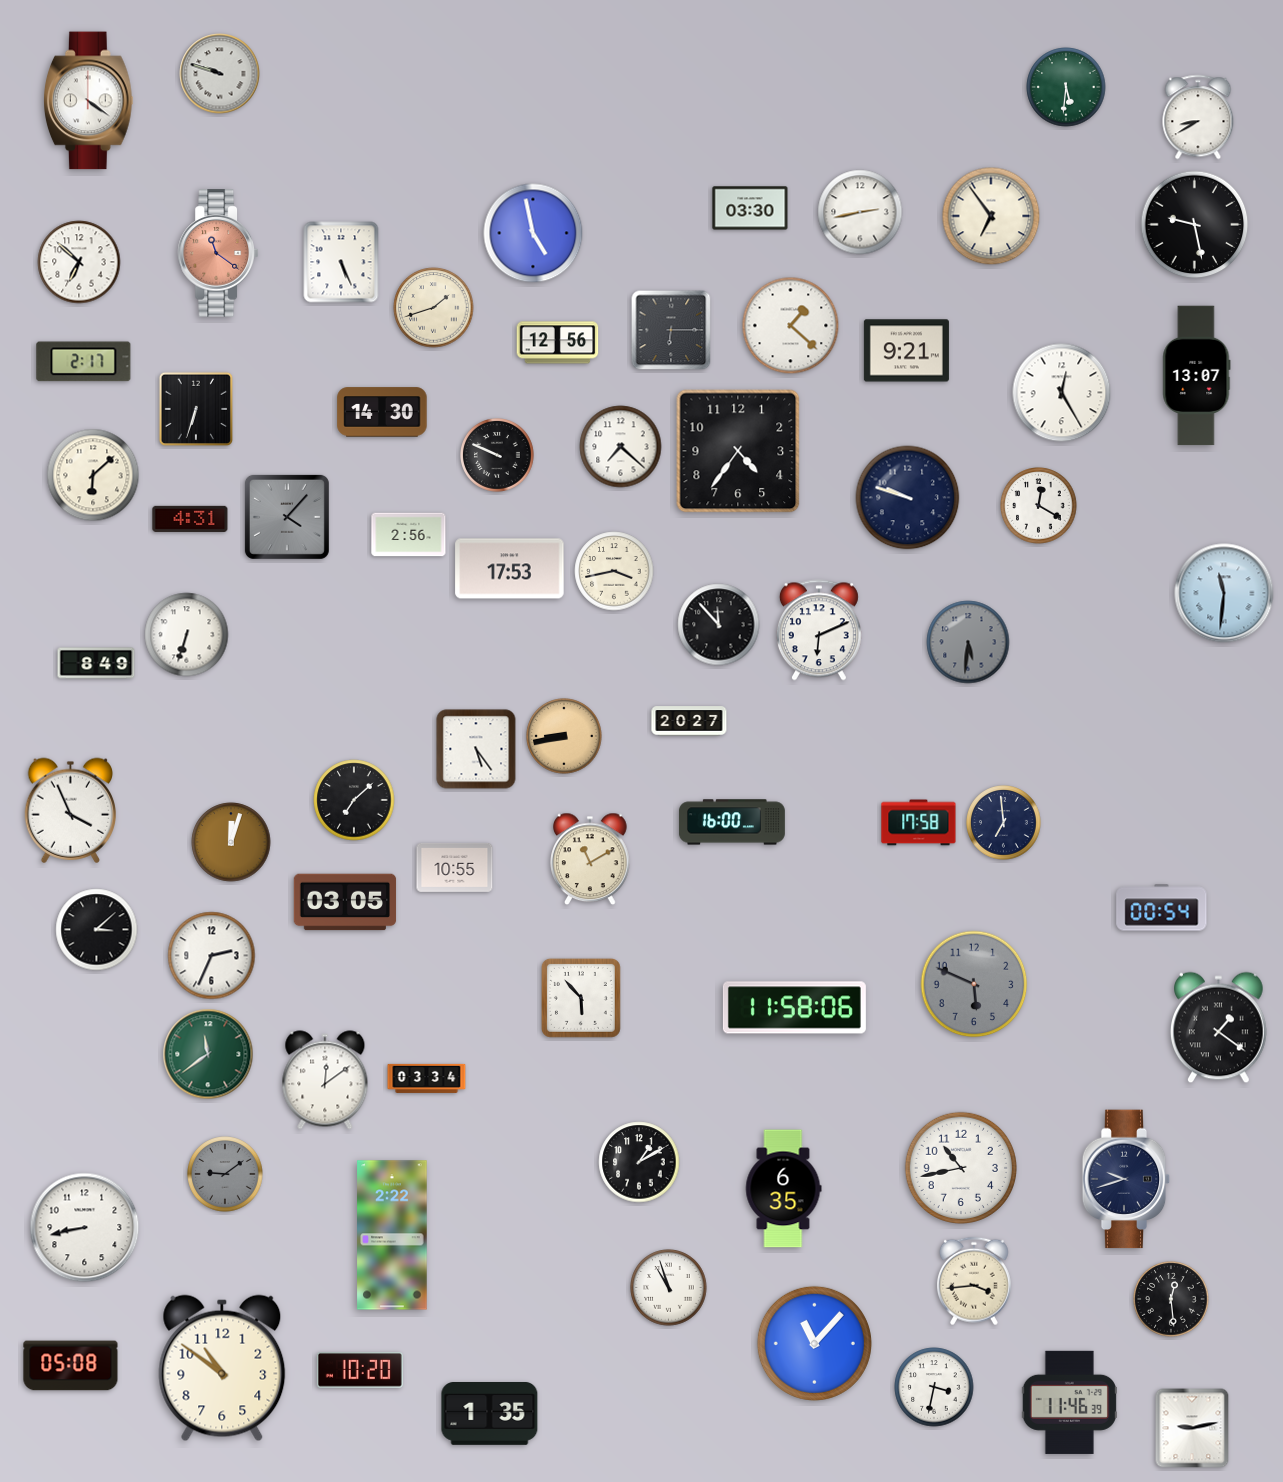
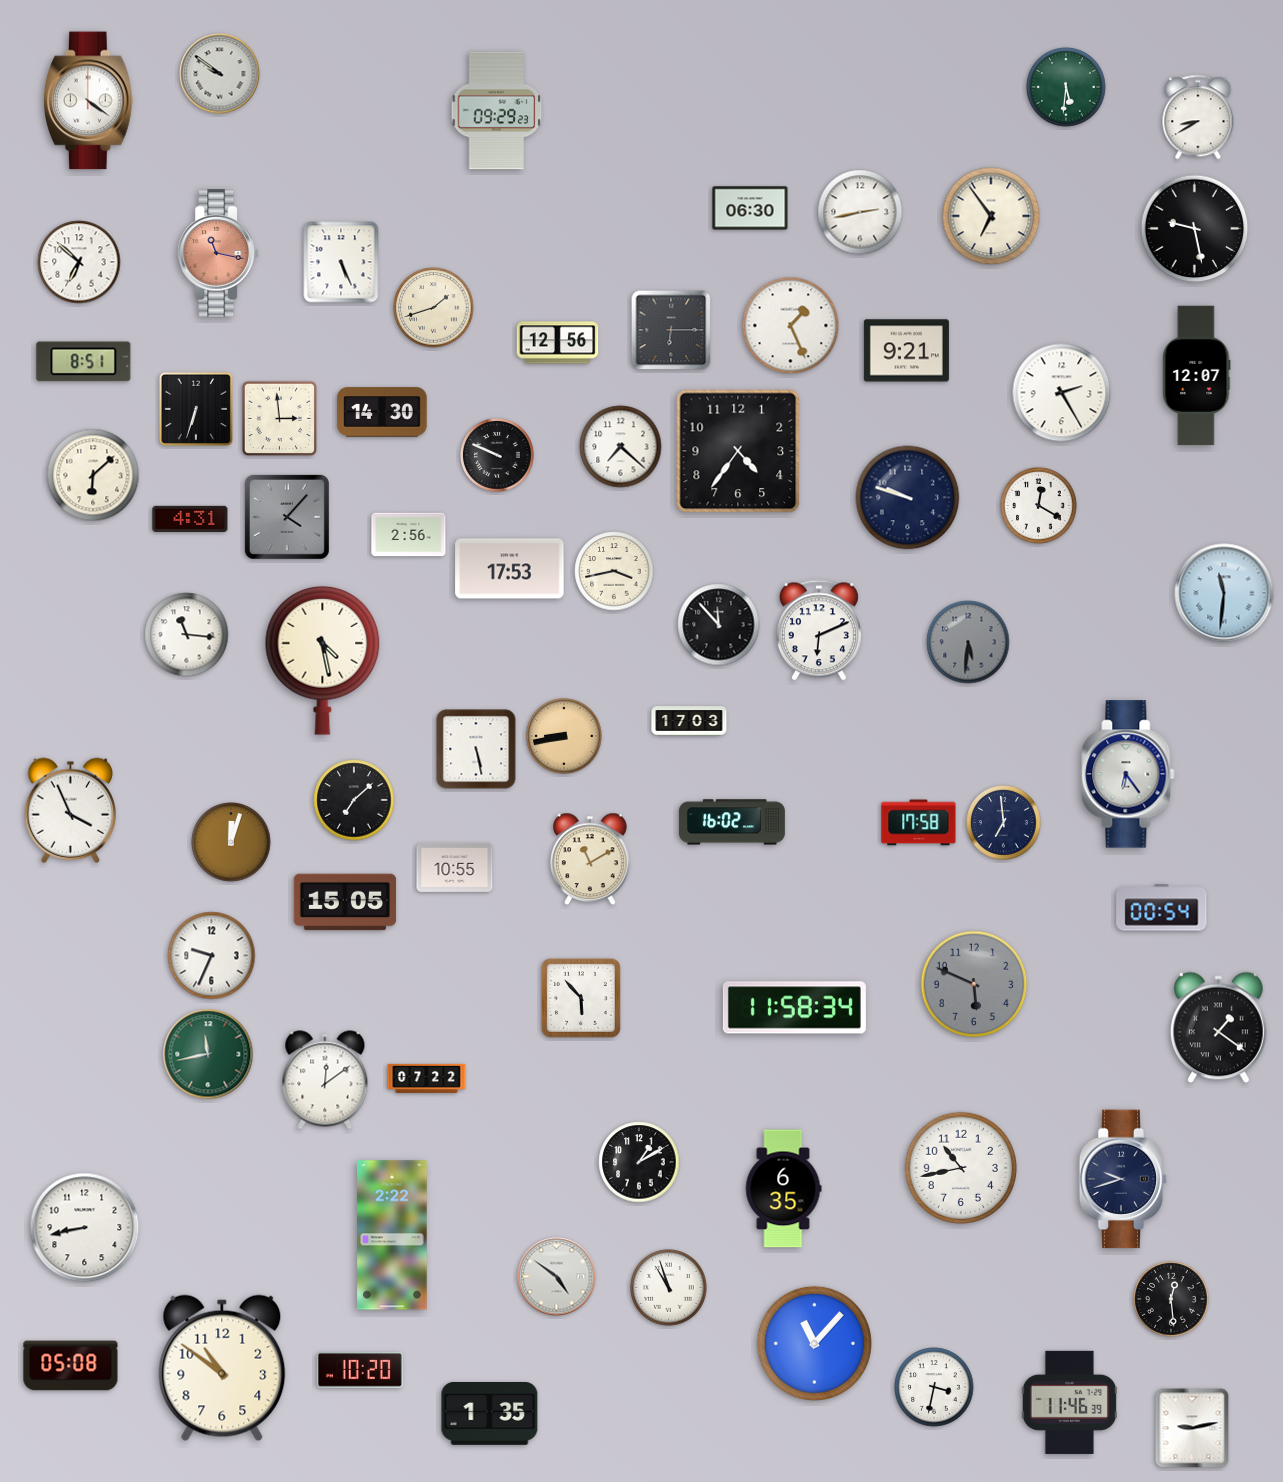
clock at (220, 74): 9:48 -> 9:51
clock at (497, 111): none -> 09:29
clock at (750, 208): 03:30 -> 06:30
clock at (1195, 225) position: (1195, 225) -> (1195, 229)
clock at (533, 233): 4:58 -> none
clock at (217, 253): 11:21 -> 11:17
clock at (791, 326): 1:22 -> 1:26
clock at (84, 362): 2:17 -> 8:51
clock at (1197, 376): 13:07 -> 12:07
clock at (1062, 393): 12:25 -> 2:25
clock at (280, 419): none -> 2:59
clock at (187, 635): 6:33 -> 11:16
clock at (323, 660): none -> 4:28
clock at (96, 663): 8:49 -> none
clock at (689, 721): 20:27 -> 17:03
clock at (476, 749): 5:24 -> 5:28
clock at (1128, 774): none -> 6:24
clock at (732, 822): 16:00 -> 16:02
clock at (345, 902): 03:05 -> 15:05
clock at (97, 930): 3:08 -> none
clock at (212, 956): 2:34 -> 9:34
clock at (794, 1008): 11:58:06 -> 11:58:34
clock at (208, 1054): 11:39 -> 11:43
clock at (427, 1078): 03:34 -> 07:22
clock at (225, 1174): 9:09 -> none
clock at (1126, 1179) position: (1126, 1179) -> (1123, 1179)
clock at (557, 1277): none -> 4:51
clock at (974, 1281): 3:44 -> none
